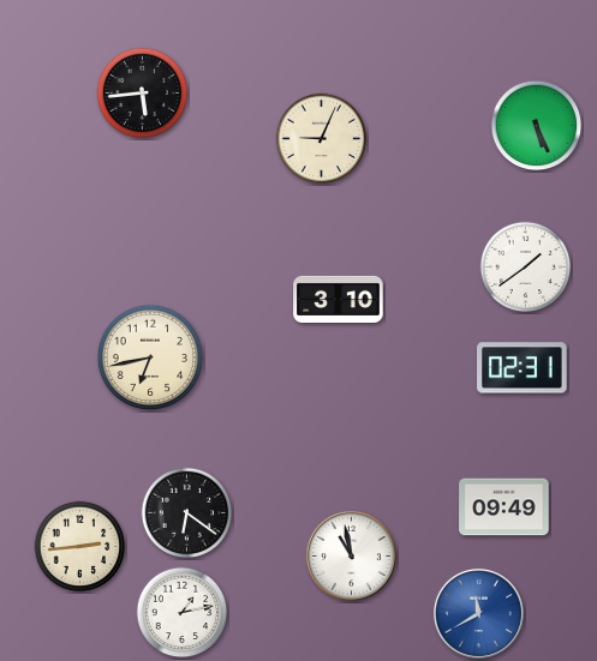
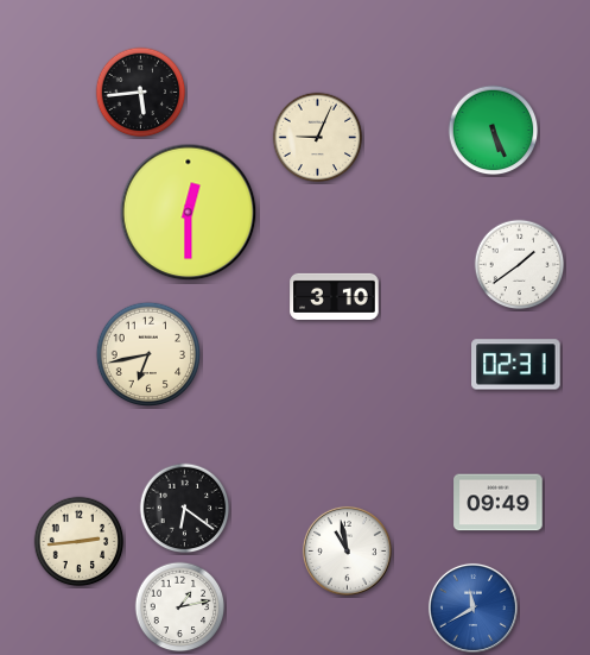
clock at (537, 126) position: (537, 126) -> (494, 131)
clock at (189, 213): none -> 12:30
